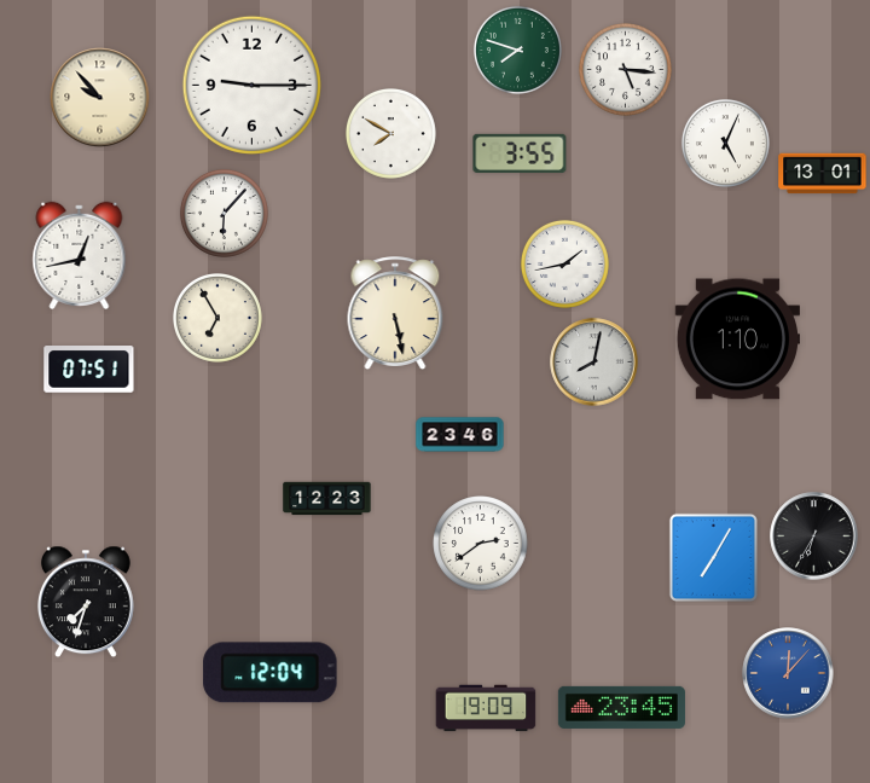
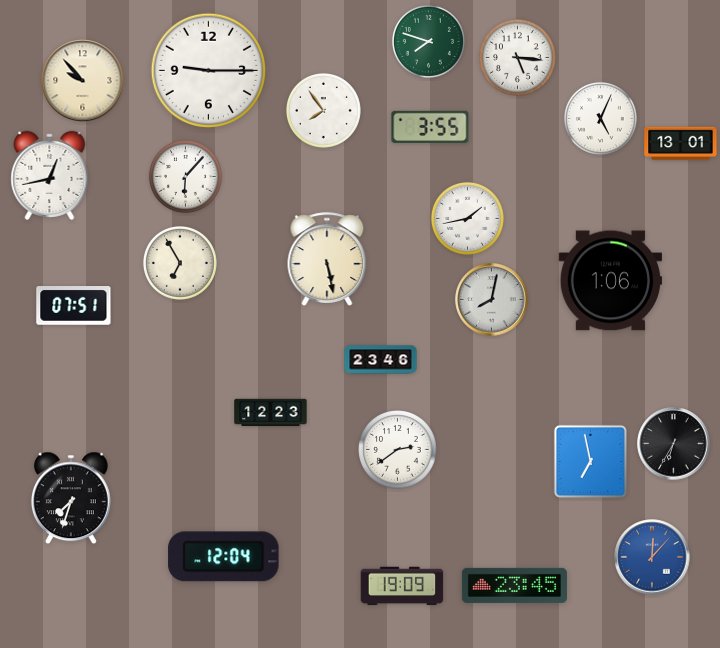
clock at (390, 133): 7:50 -> 7:54
clock at (80, 255) position: (80, 255) -> (50, 175)
clock at (737, 340): 1:10 -> 1:06
clock at (713, 557): 7:05 -> 6:58
